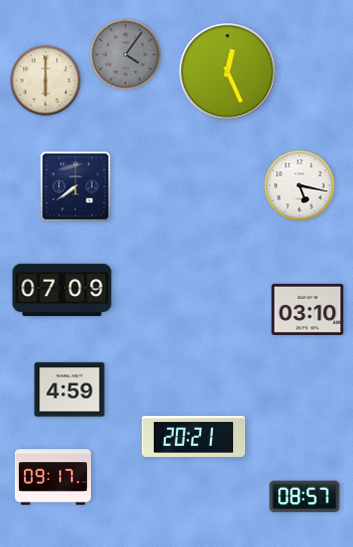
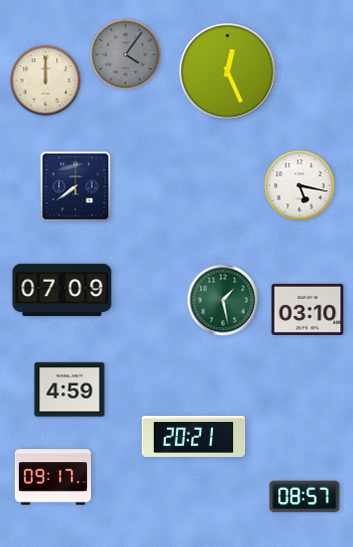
clock at (46, 81): 6:00 -> 12:00
clock at (223, 300): none -> 1:28
